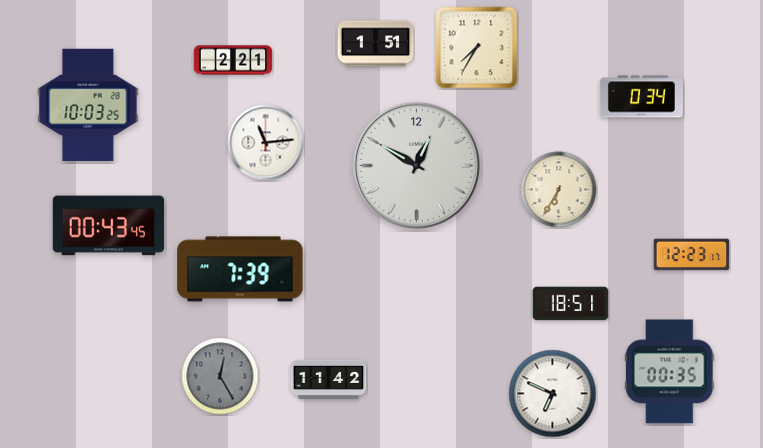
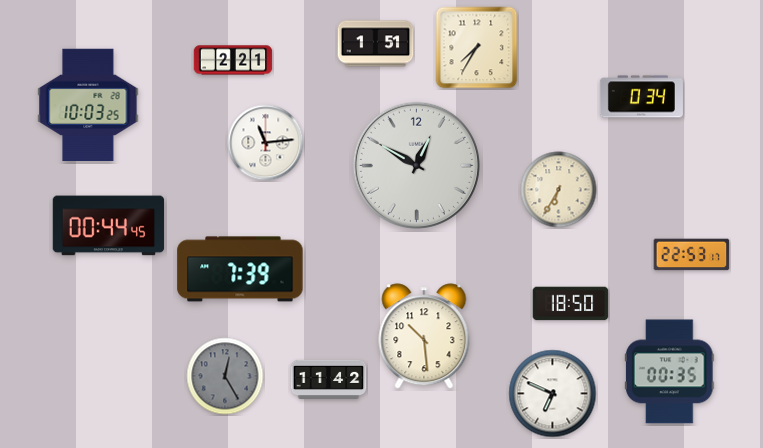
clock at (109, 226): 00:43 -> 00:44
clock at (692, 255): 12:23 -> 22:53
clock at (571, 304): 18:51 -> 18:50
clock at (424, 336): none -> 10:29
clock at (220, 376) position: (220, 376) -> (225, 376)
